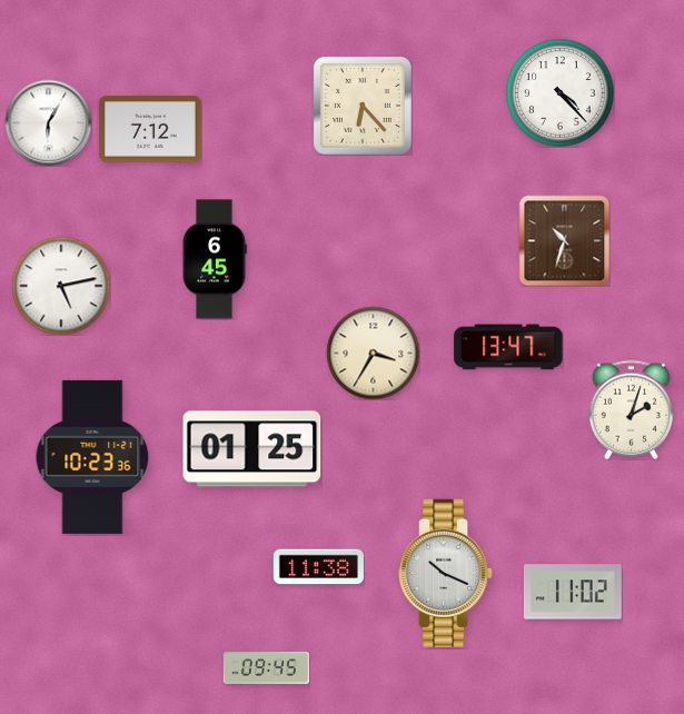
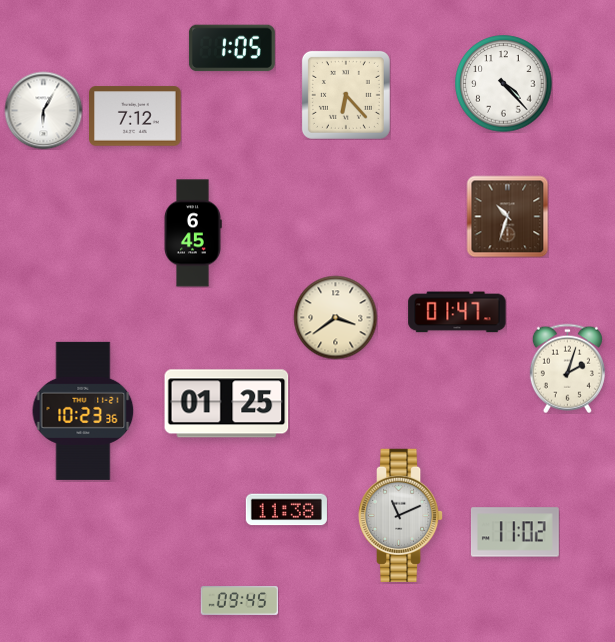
clock at (232, 48): none -> 1:05
clock at (363, 106) position: (363, 106) -> (346, 95)
clock at (61, 286): 5:13 -> none
clock at (508, 347): 13:47 -> 01:47
clock at (373, 353): 3:35 -> 3:39
clock at (446, 573): 10:19 -> 11:11
